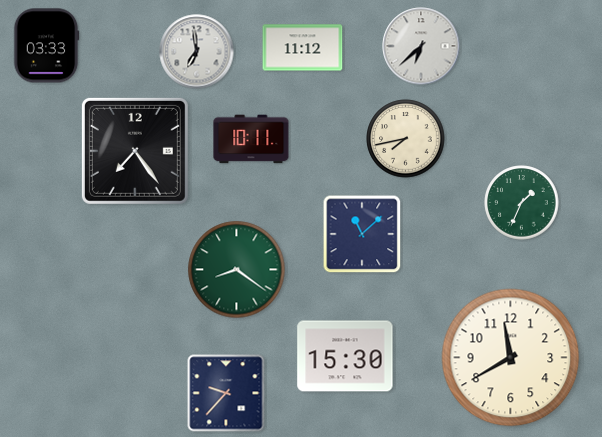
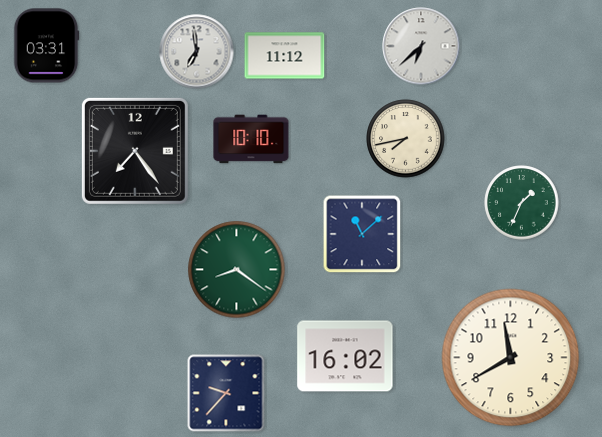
clock at (46, 46): 03:33 -> 03:31
clock at (303, 48) position: (303, 48) -> (285, 56)
clock at (251, 139): 10:11 -> 10:10
clock at (345, 356): 15:30 -> 16:02
